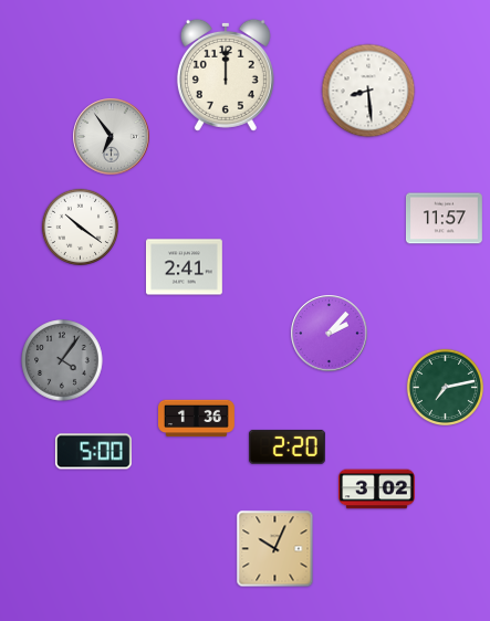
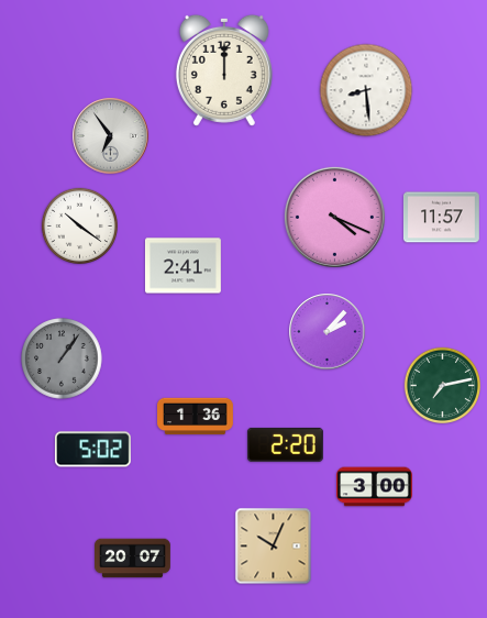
clock at (226, 75) position: (226, 75) -> (224, 70)
clock at (334, 217): none -> 4:19
clock at (62, 360): 4:06 -> 1:06
clock at (93, 452): 5:00 -> 5:02
clock at (377, 490): 3:02 -> 3:00
clock at (133, 559): none -> 20:07
